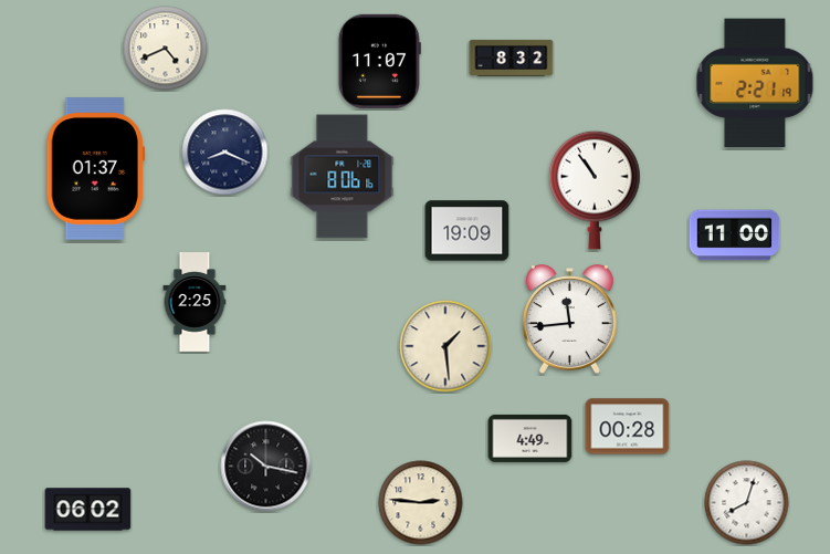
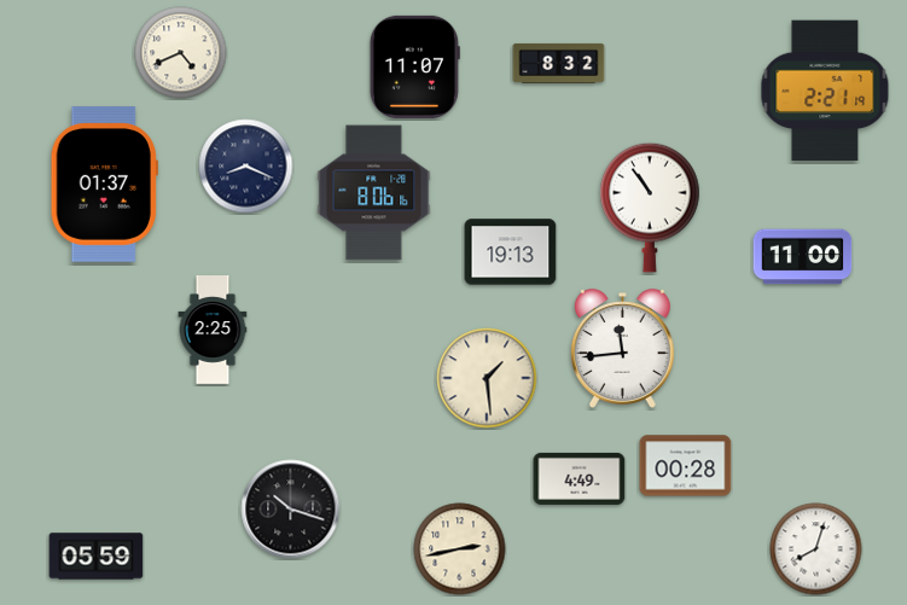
clock at (467, 231): 19:09 -> 19:13
clock at (266, 467): 10:17 -> 10:18
clock at (421, 503): 2:46 -> 2:43
clock at (88, 510): 06:02 -> 05:59
